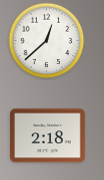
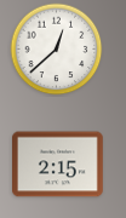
clock at (48, 136): 2:18 -> 2:15
